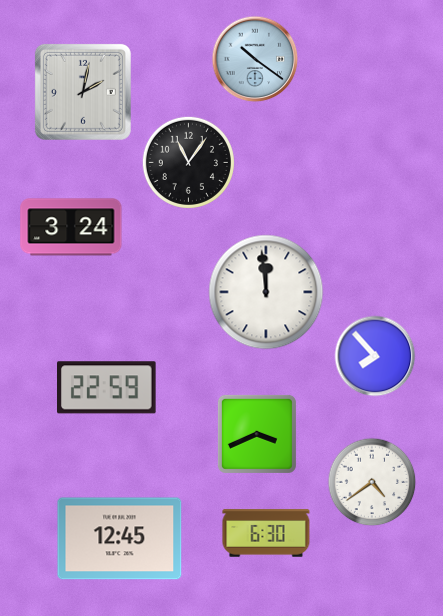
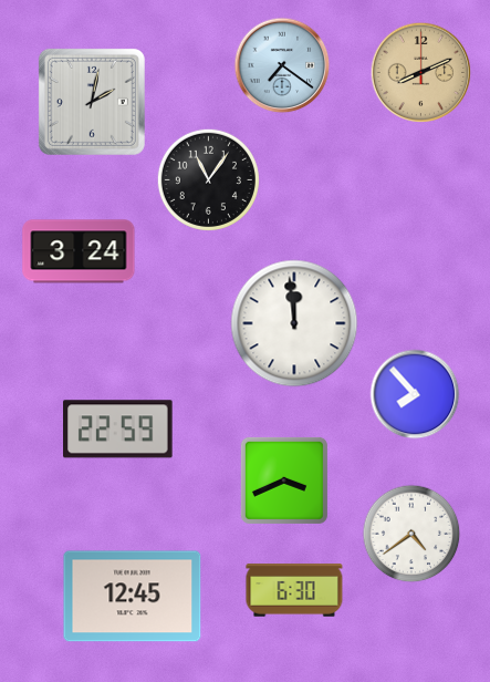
clock at (255, 59): 10:21 -> 7:21
clock at (421, 73): none -> 8:11
